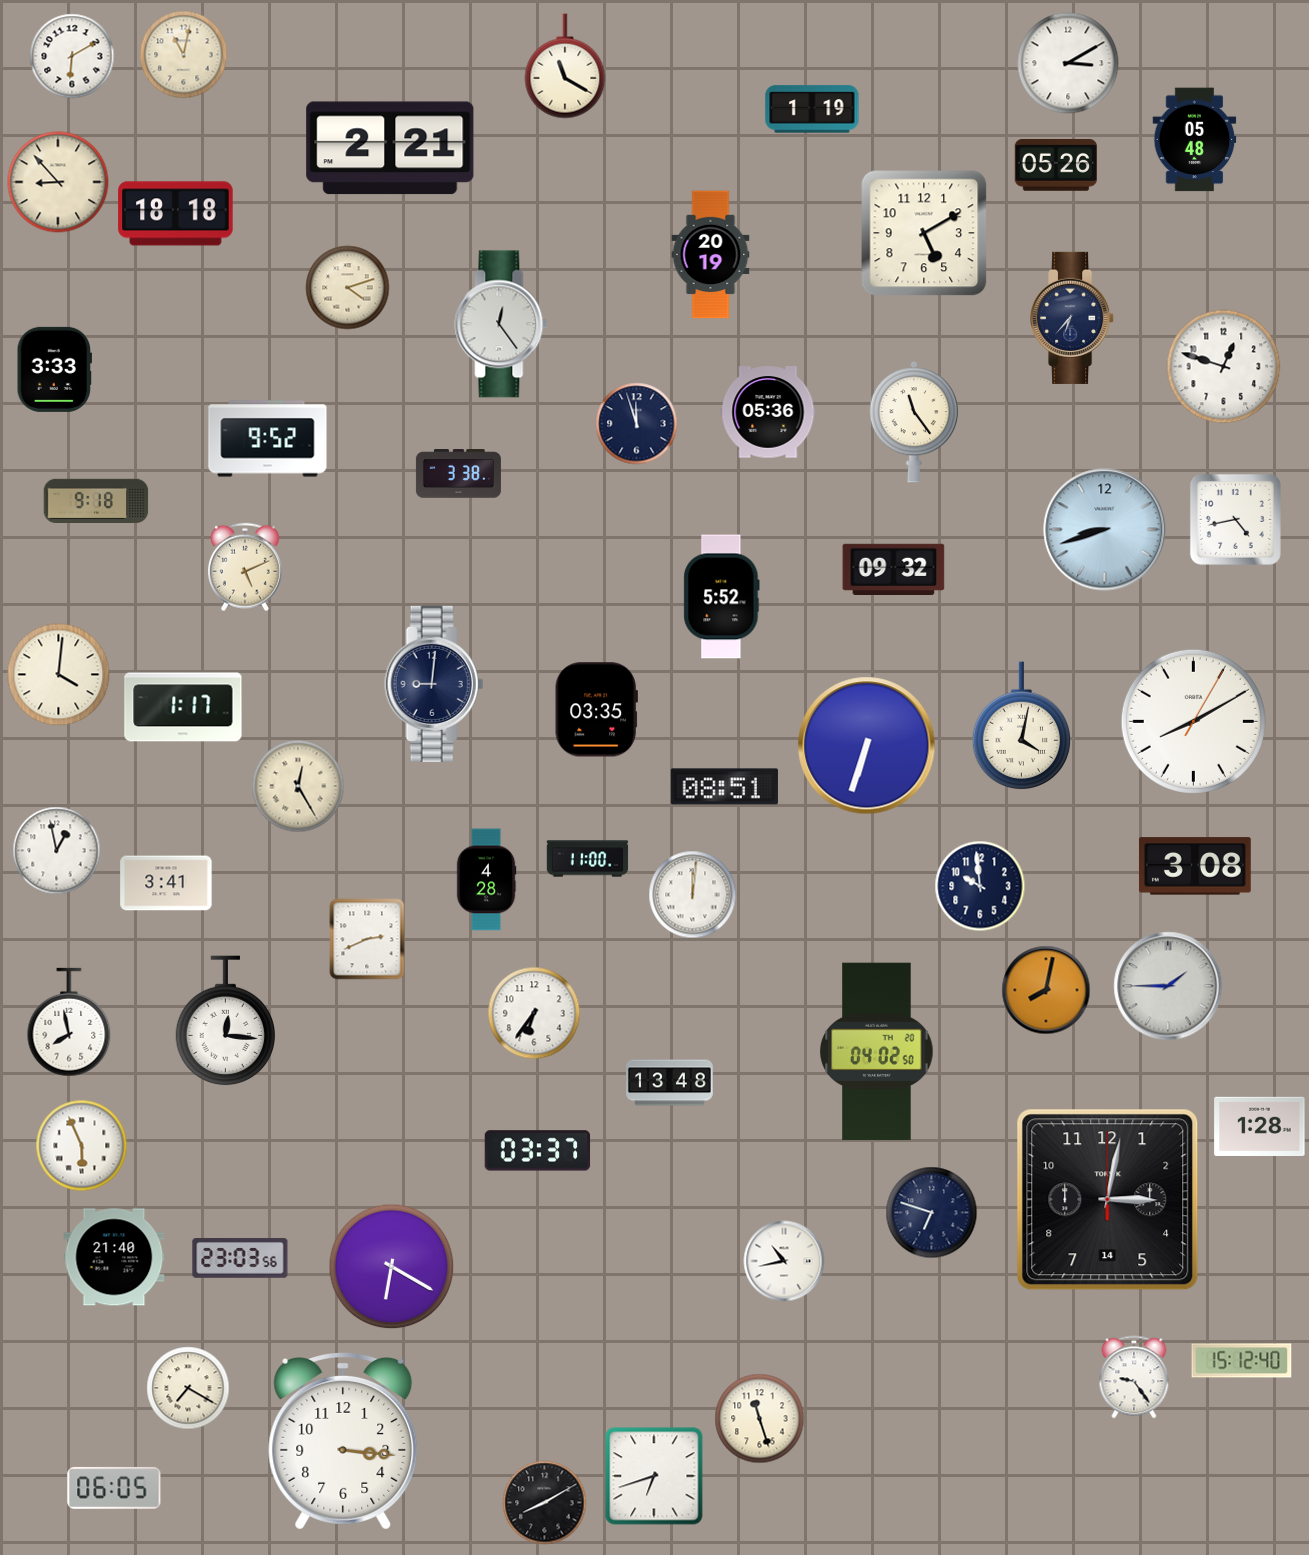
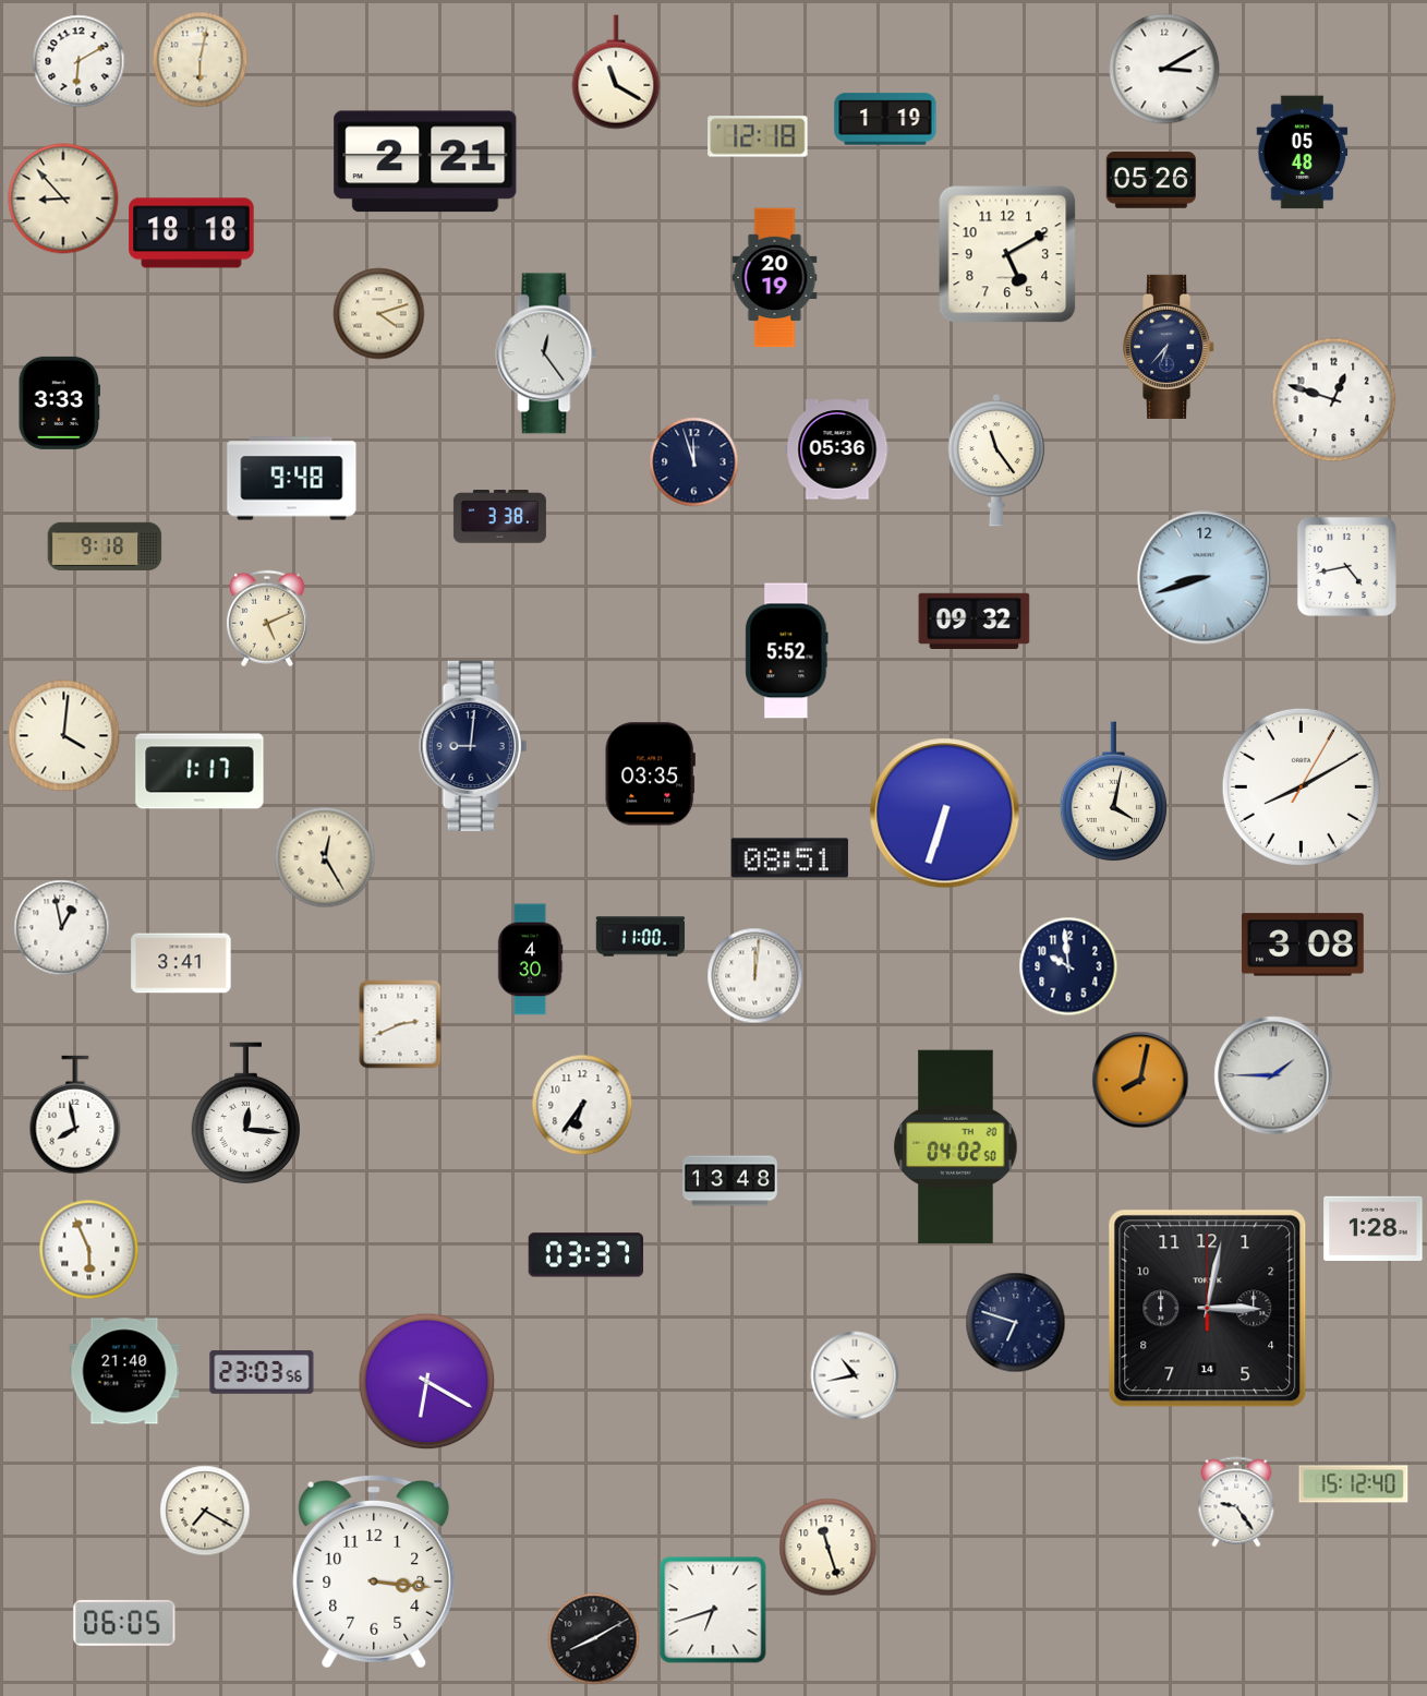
clock at (184, 55): 11:02 -> 6:02
clock at (758, 136): none -> 12:18
clock at (268, 439): 9:52 -> 9:48
clock at (486, 880): 4:28 -> 4:30
clock at (188, 1388) position: (188, 1388) -> (205, 1511)
